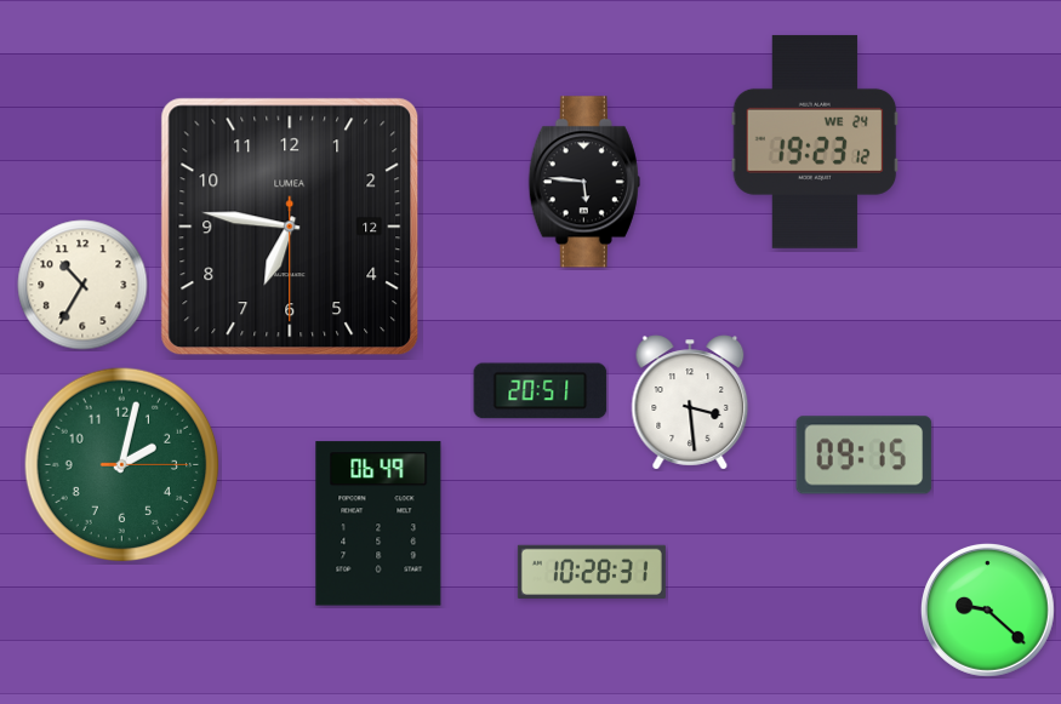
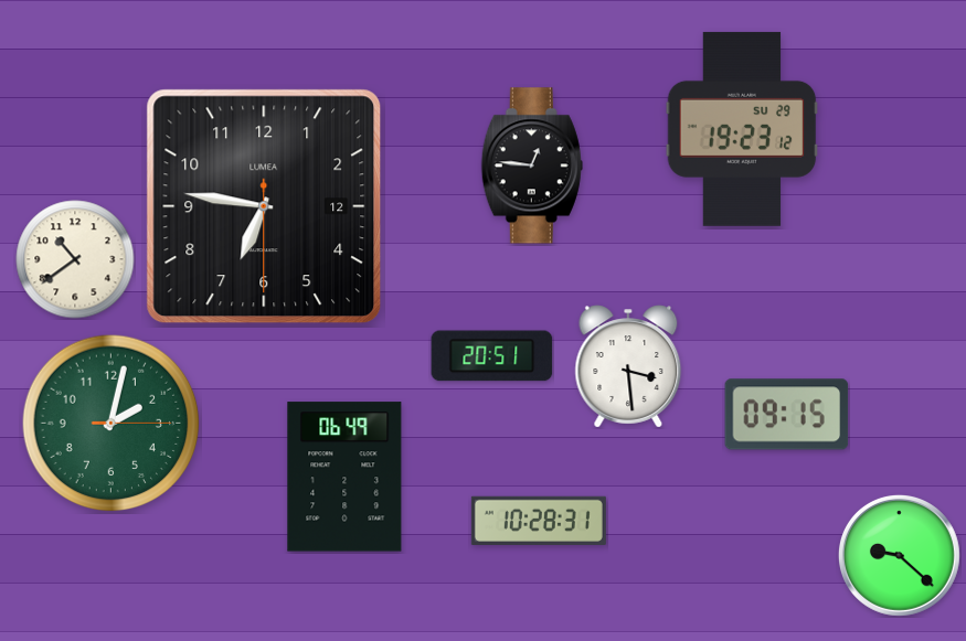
clock at (815, 142) date: WE 24 -> SU 29
clock at (584, 182): 5:46 -> 12:46
clock at (82, 285): 10:35 -> 10:39
